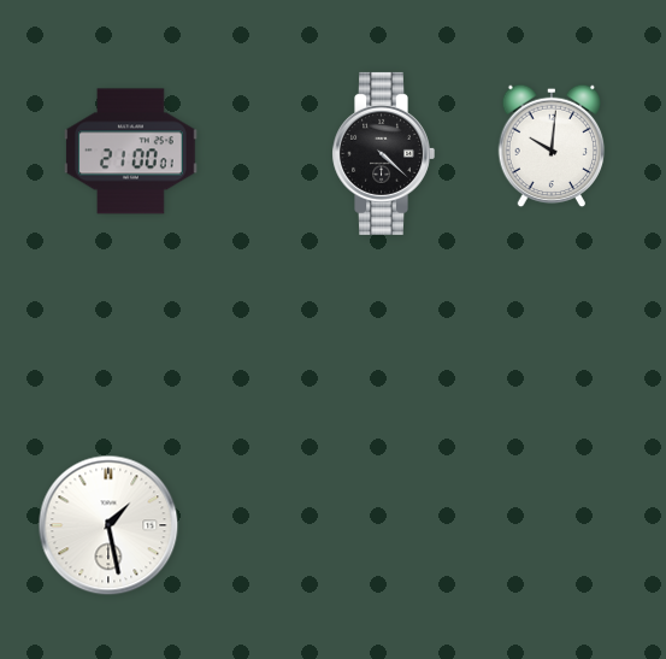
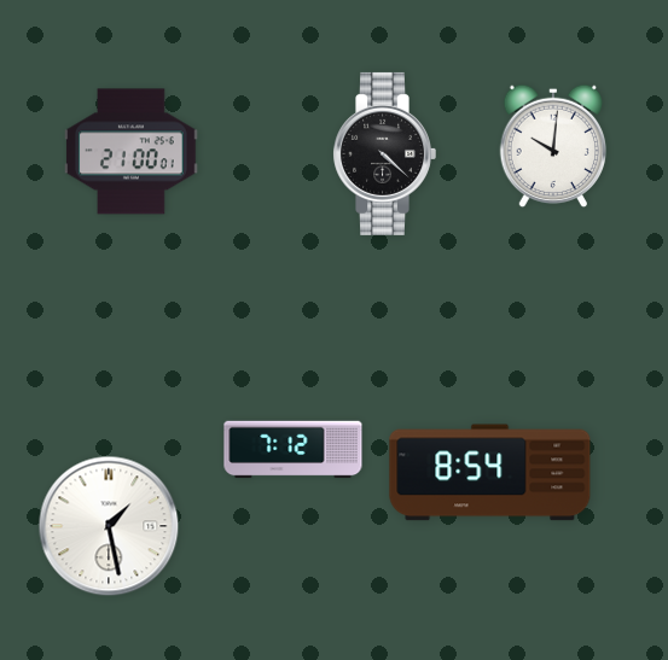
clock at (294, 450): none -> 7:12
clock at (490, 473): none -> 8:54
